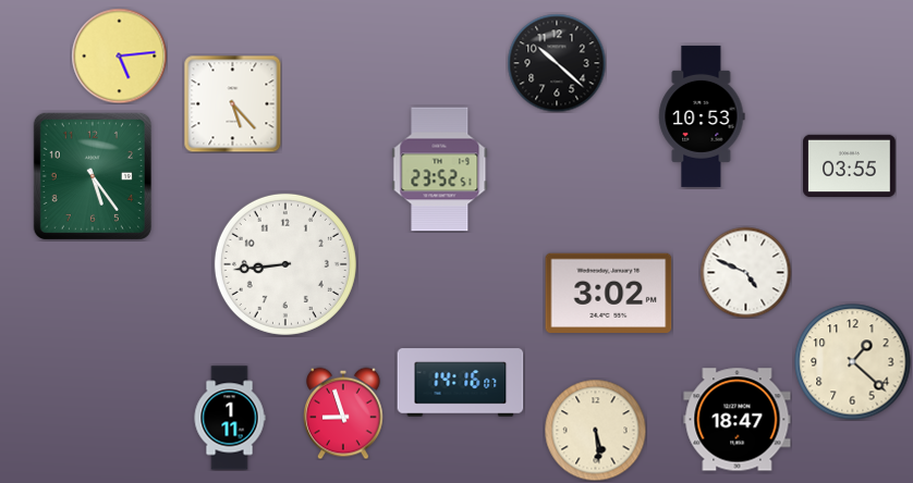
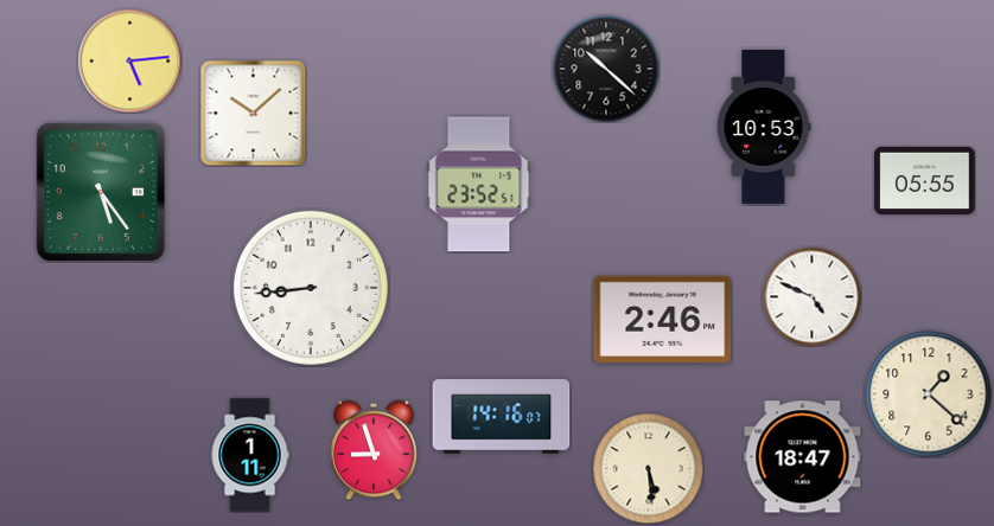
clock at (232, 103): 5:23 -> 10:08
clock at (850, 165): 03:55 -> 05:55
clock at (609, 294): 3:02 -> 2:46
